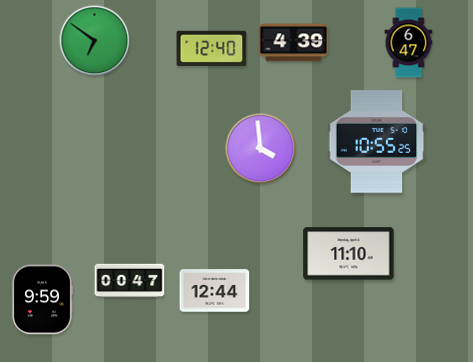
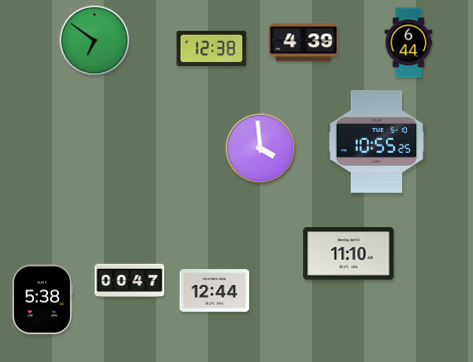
clock at (294, 43) position: (294, 43) -> (304, 43)
clock at (409, 43): 6:47 -> 6:44
clock at (212, 48): 12:40 -> 12:38
clock at (43, 300): 9:59 -> 5:38
